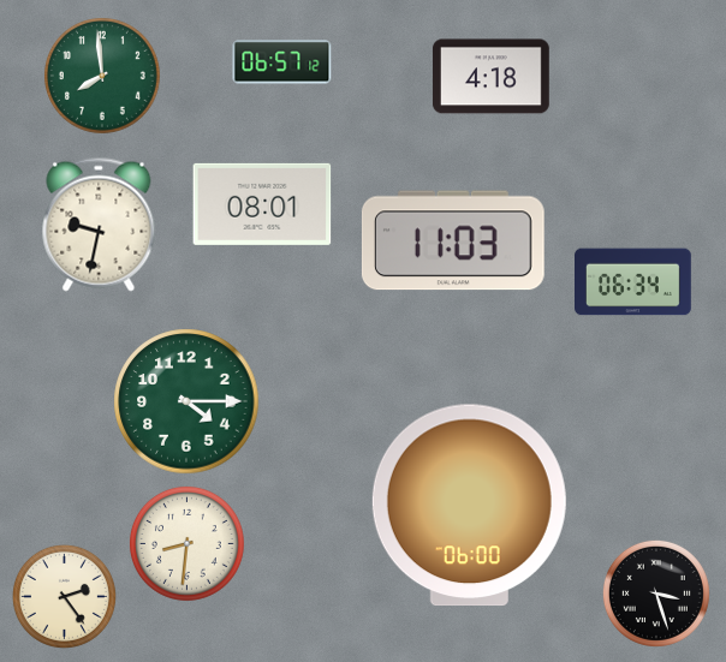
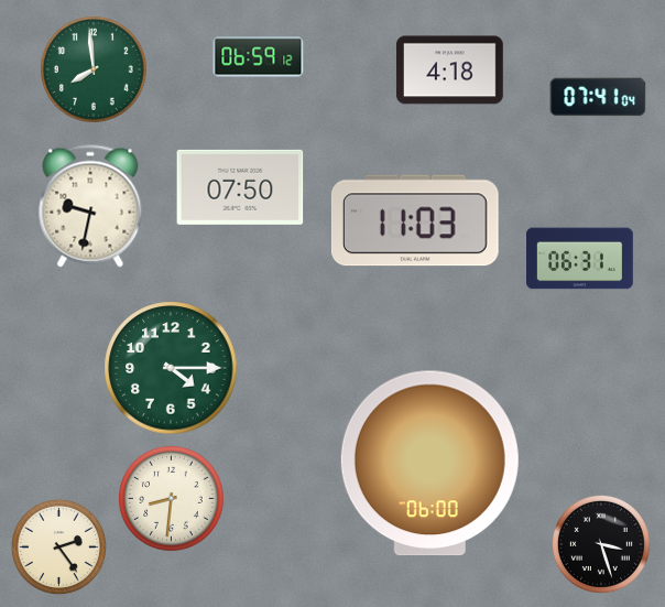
clock at (282, 62): 06:57 -> 06:59
clock at (598, 97): none -> 07:41
clock at (262, 204): 08:01 -> 07:50
clock at (633, 282): 06:34 -> 06:31
